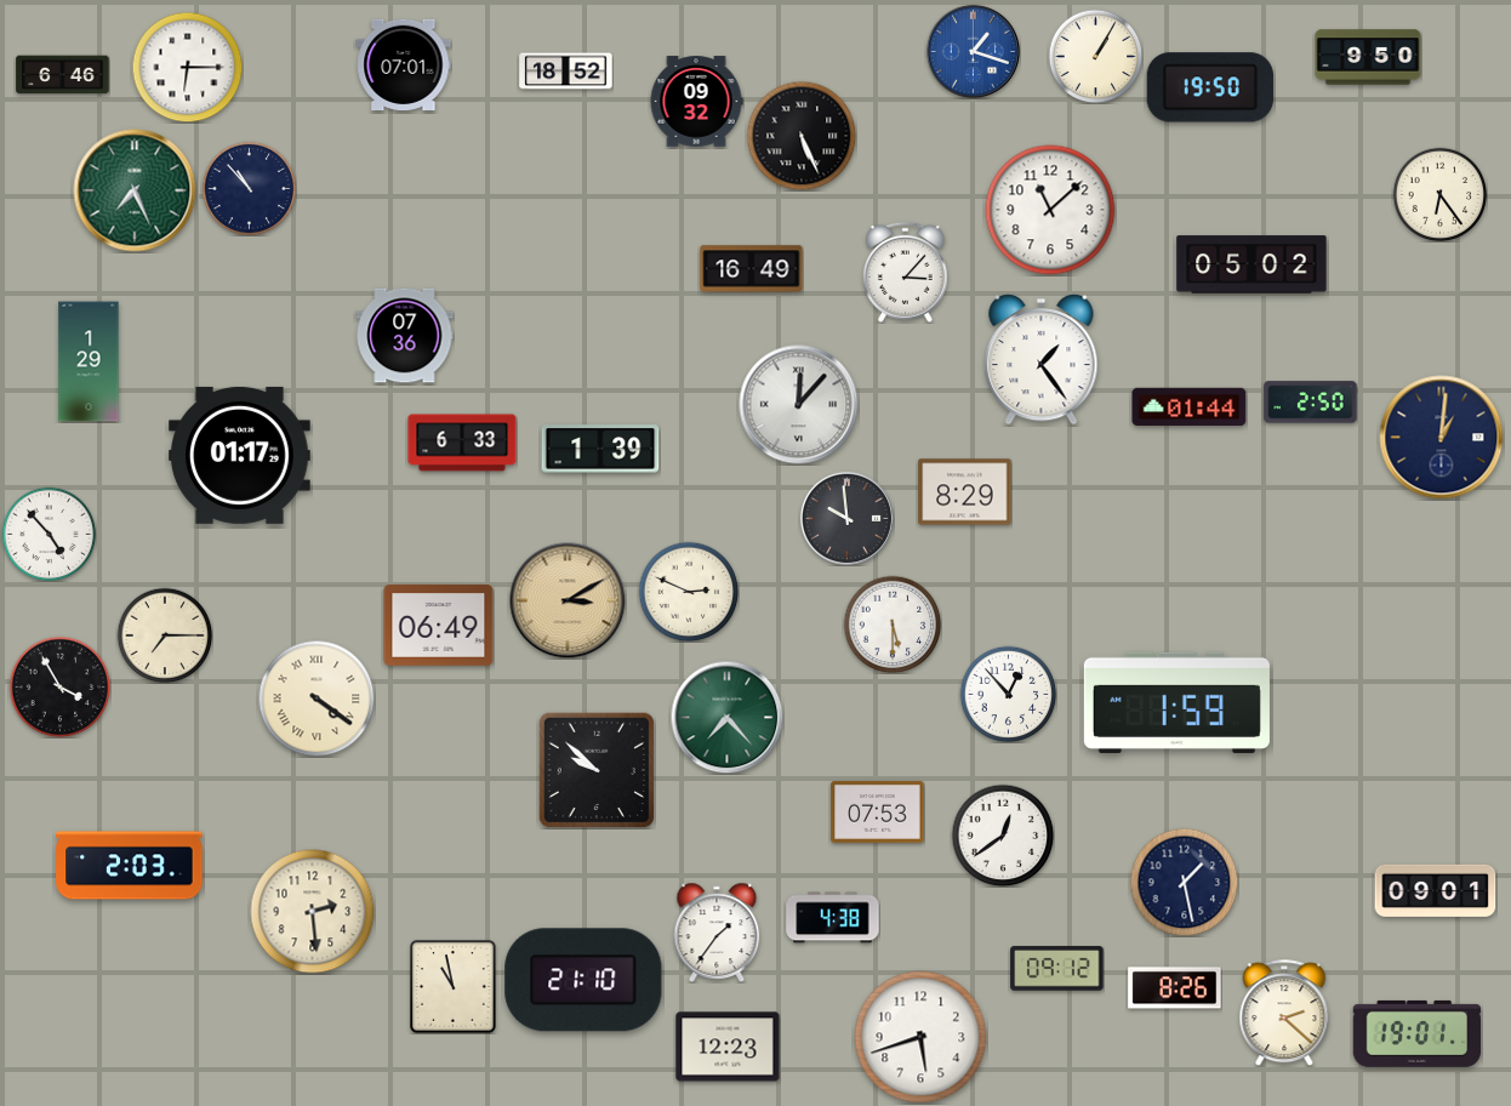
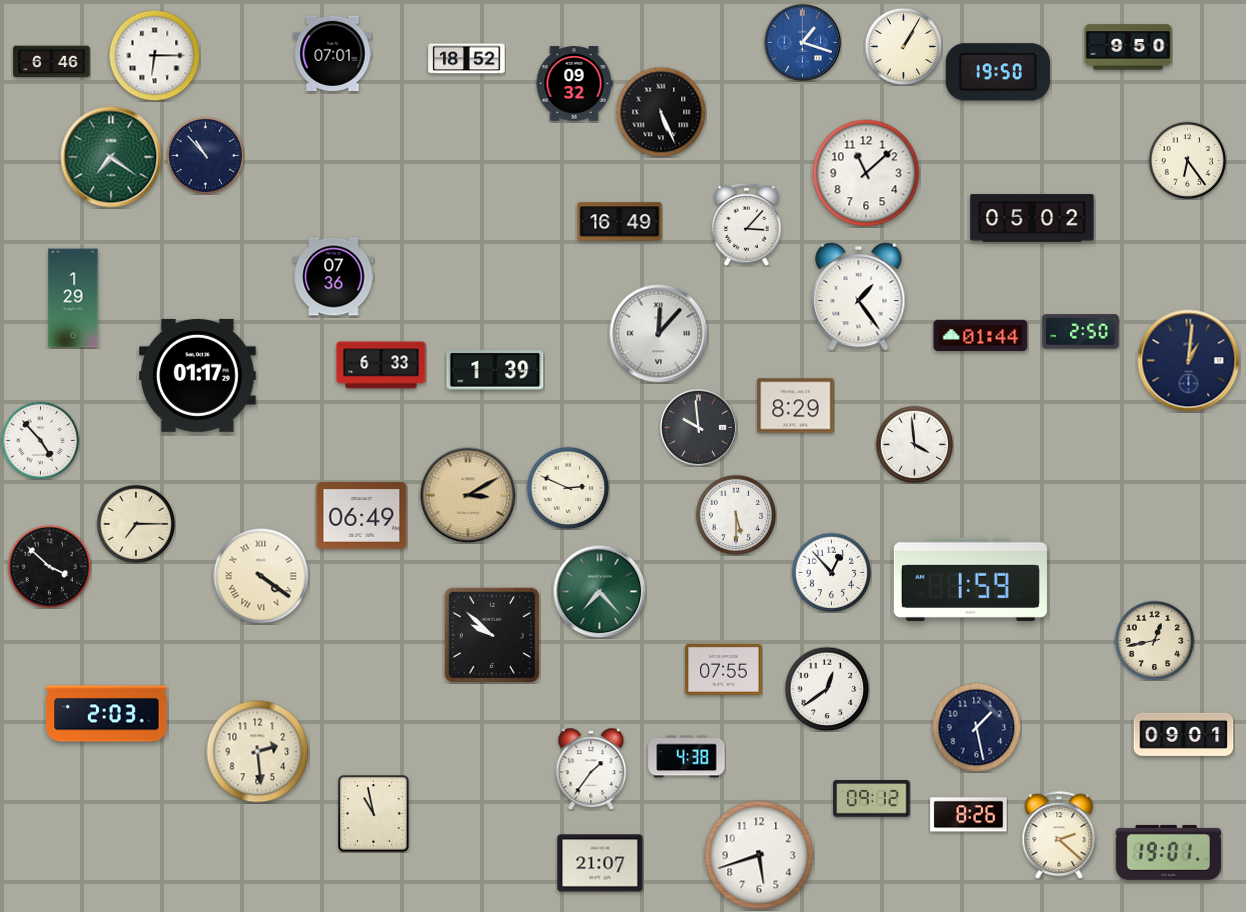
clock at (135, 190): 7:26 -> 7:21
clock at (914, 444): none -> 3:59
clock at (59, 686): 3:55 -> 3:52
clock at (1154, 640): none -> 12:43
clock at (878, 811): 07:53 -> 07:55
clock at (583, 980): 21:10 -> none
clock at (728, 1047): 12:23 -> 21:07
